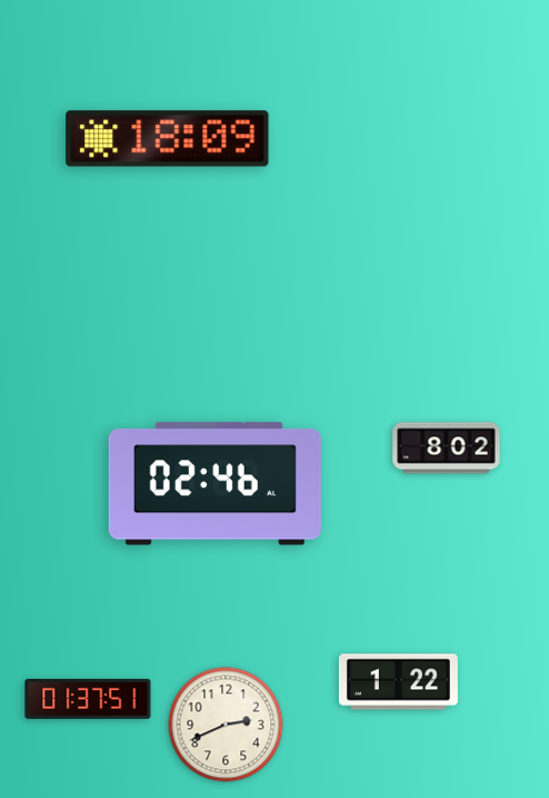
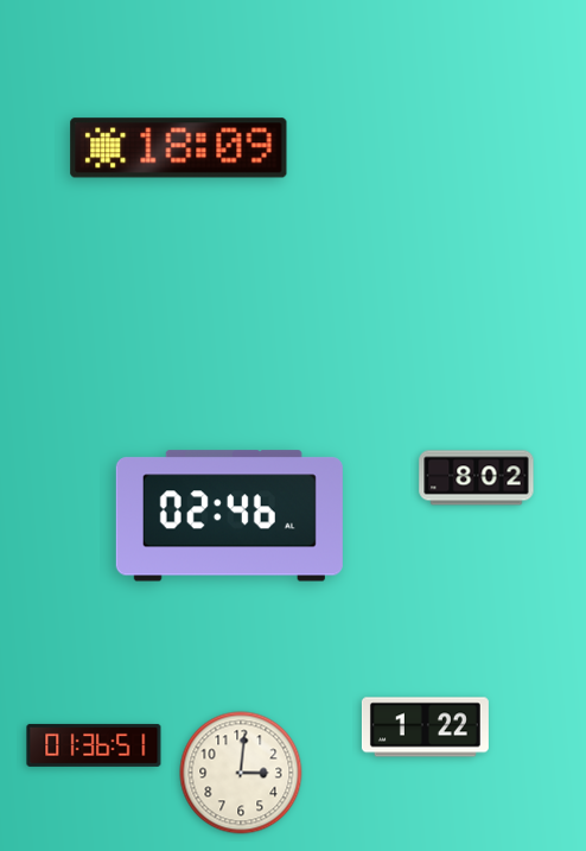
clock at (88, 699): 01:37 -> 01:36
clock at (226, 725): 2:41 -> 3:01
